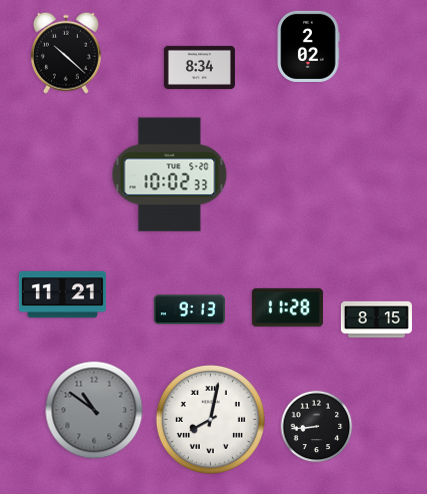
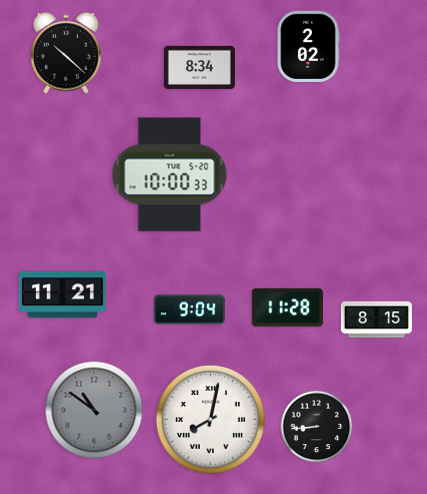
clock at (170, 175): 10:02 -> 10:00
clock at (189, 310): 9:13 -> 9:04
